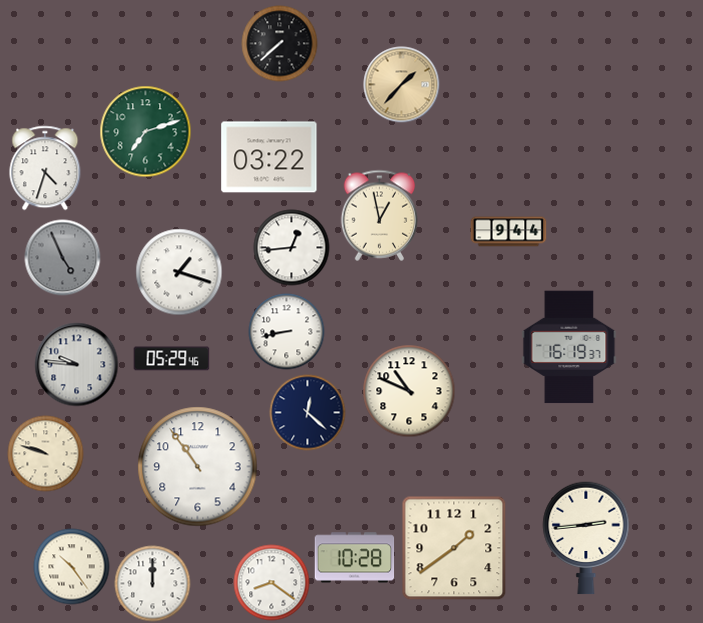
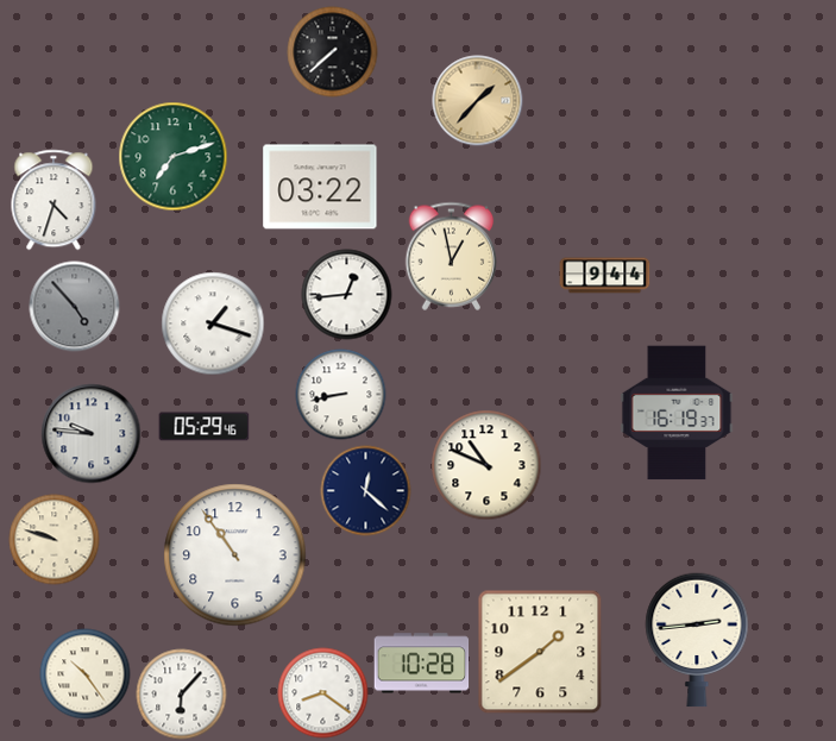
clock at (63, 258): 4:56 -> 4:53
clock at (153, 584): 12:00 -> 6:07
